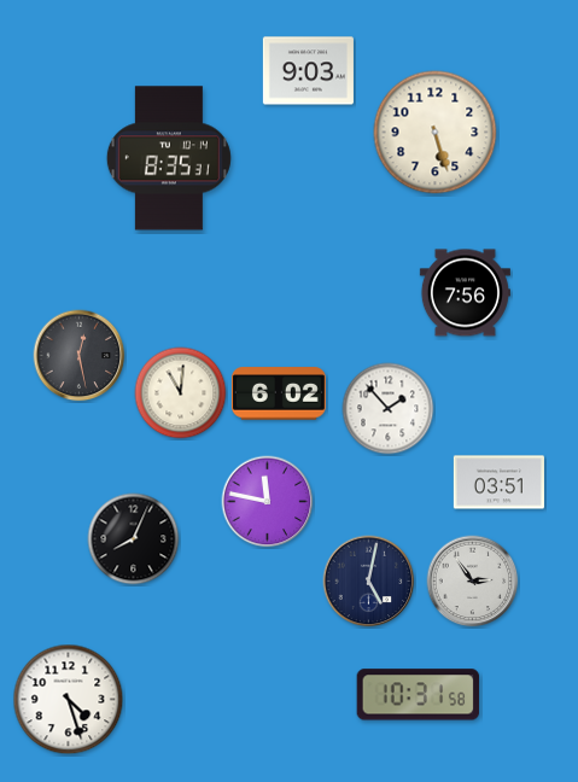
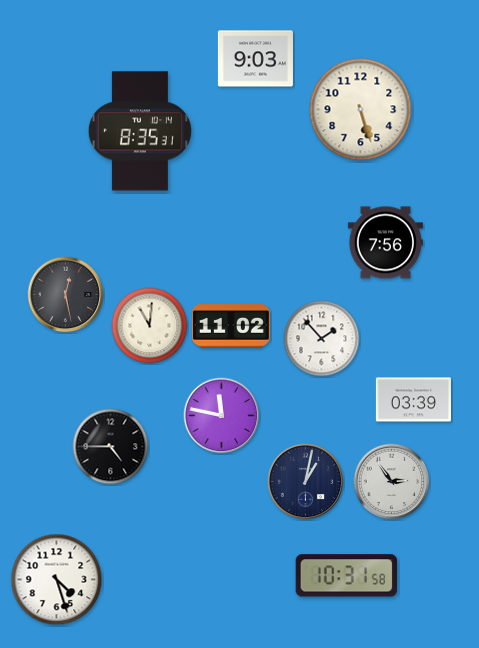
clock at (279, 393): 6:02 -> 11:02
clock at (498, 483): 03:51 -> 03:39
clock at (134, 539): 8:04 -> 4:45
clock at (369, 582): 5:02 -> 1:02
